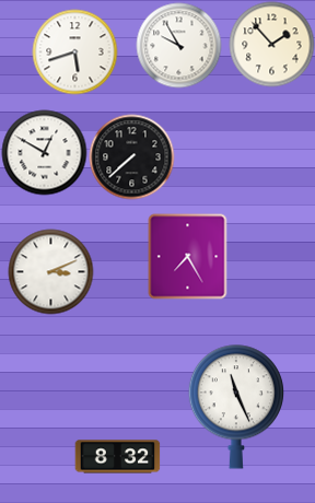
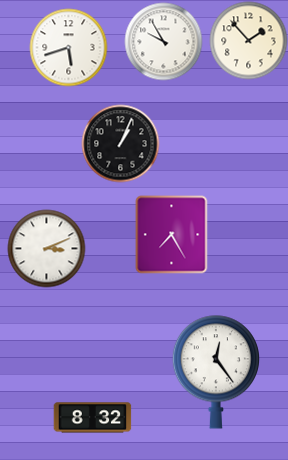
clock at (44, 152): 12:50 -> none
clock at (131, 156): 7:38 -> 1:04
clock at (236, 407): 11:26 -> 12:24
clock at (117, 457) position: (117, 457) -> (92, 418)
